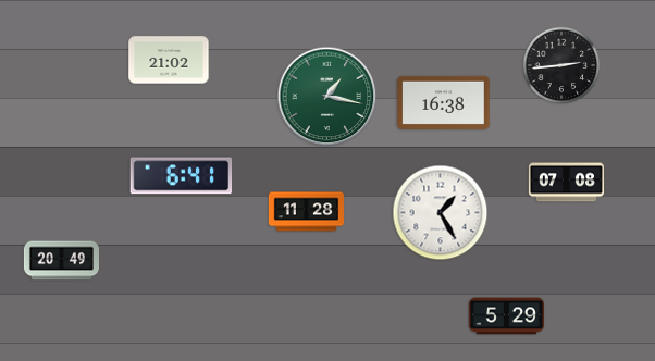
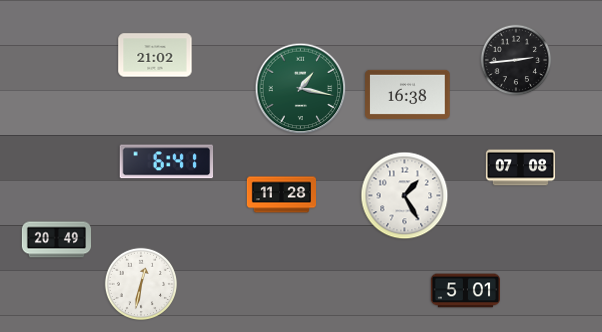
clock at (141, 284): none -> 12:32
clock at (506, 316): 5:29 -> 5:01
